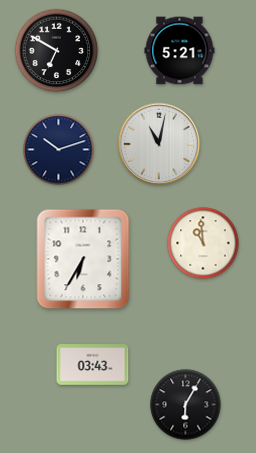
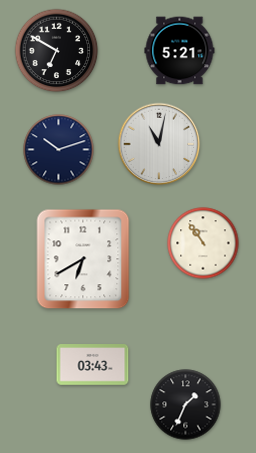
clock at (203, 243): 10:59 -> 10:54
clock at (83, 259): 6:35 -> 6:40
clock at (186, 405): 6:05 -> 1:34
